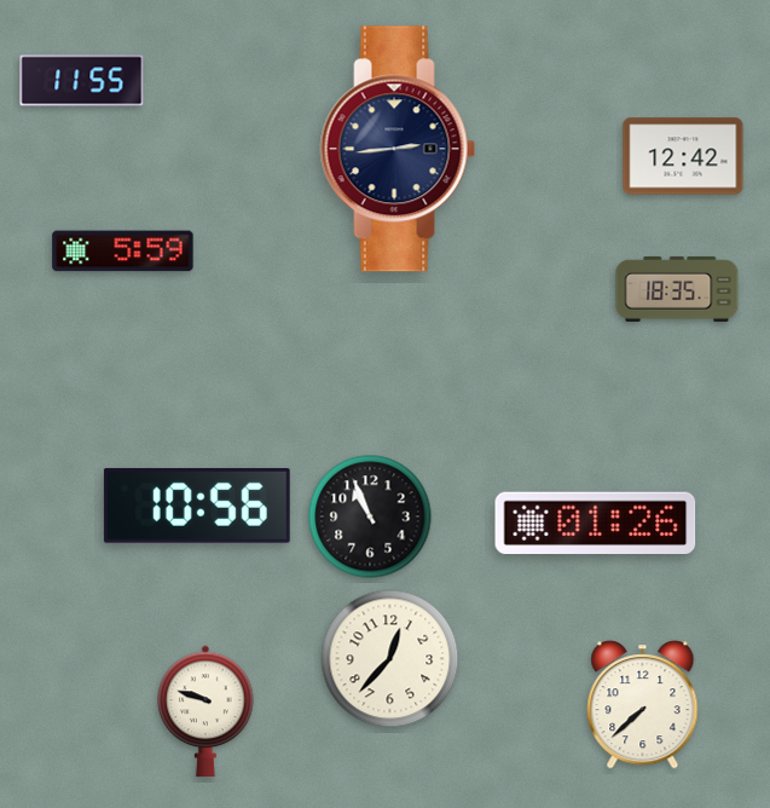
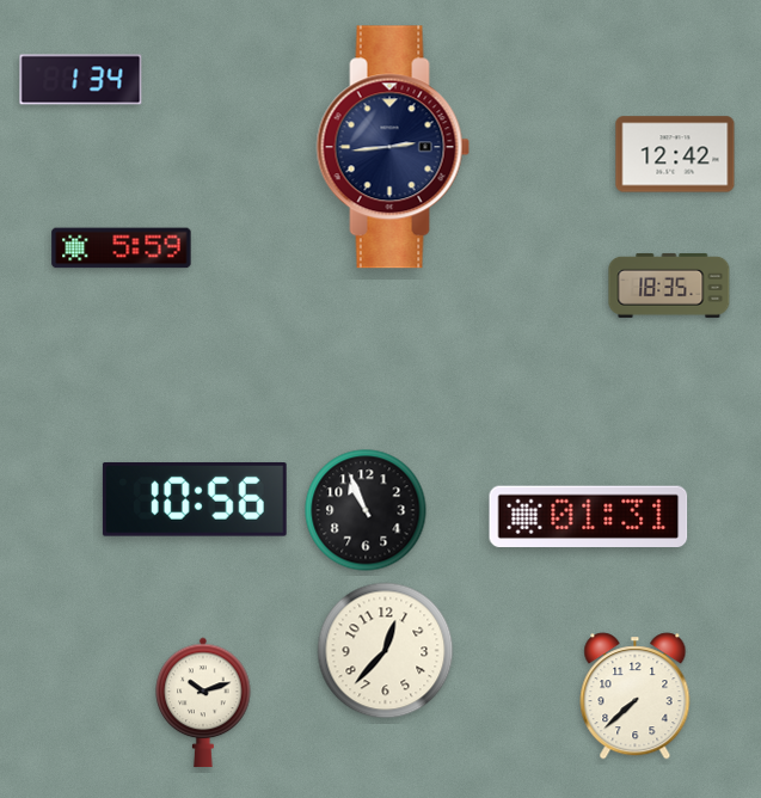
clock at (82, 81): 11:55 -> 1:34
clock at (596, 523): 01:26 -> 01:31
clock at (205, 711): 9:48 -> 10:12
